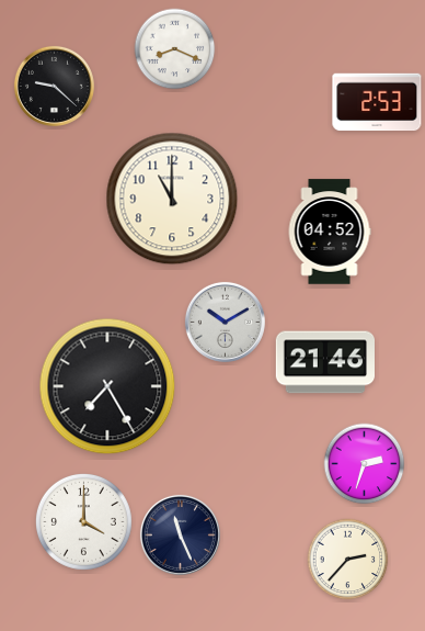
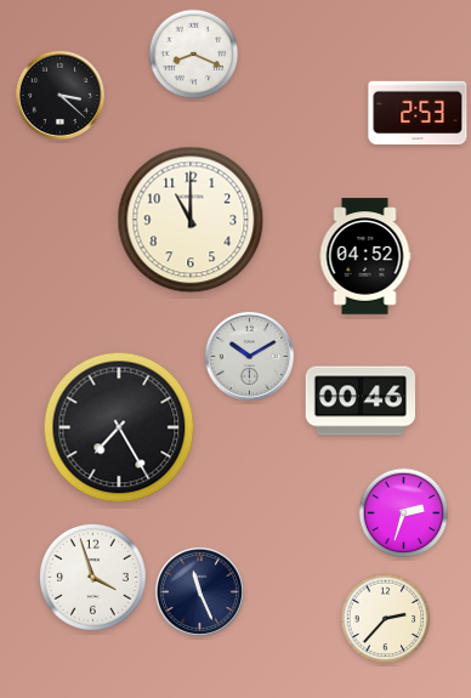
clock at (54, 86): 9:22 -> 3:22
clock at (324, 362): 21:46 -> 00:46
clock at (83, 521): 4:00 -> 3:57
